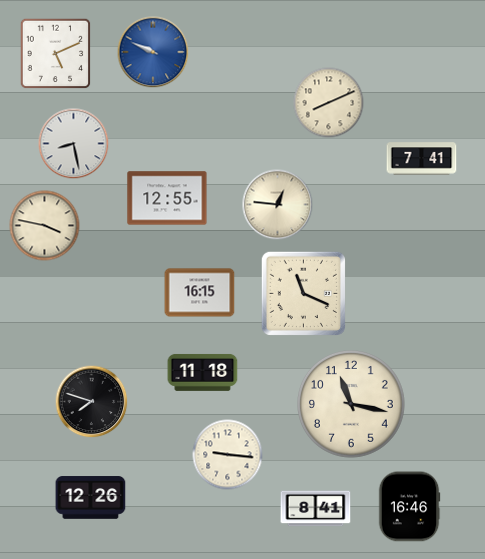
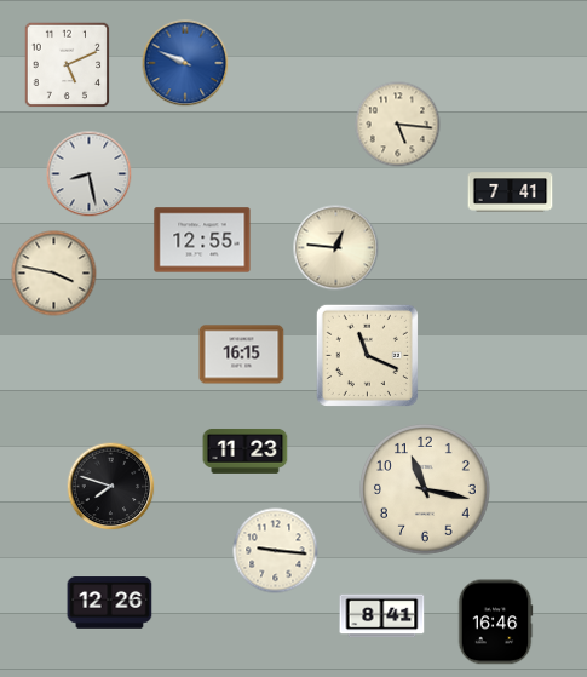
clock at (329, 103): 8:11 -> 5:16
clock at (203, 372): 11:18 -> 11:23
clock at (409, 507) position: (409, 507) -> (495, 623)
